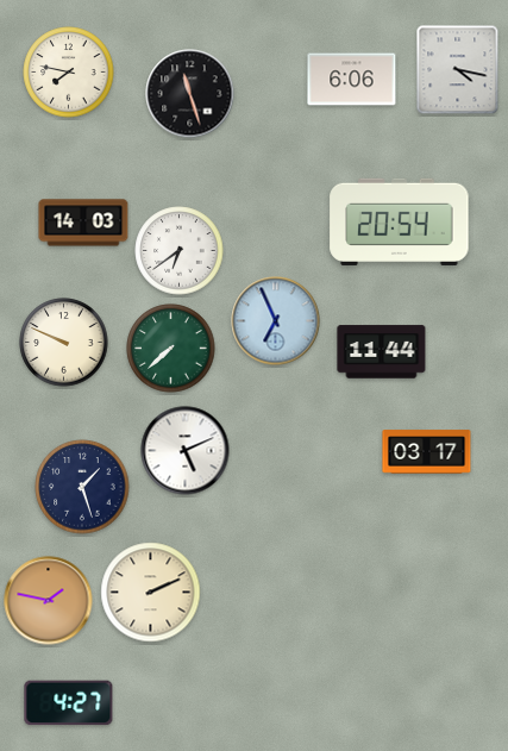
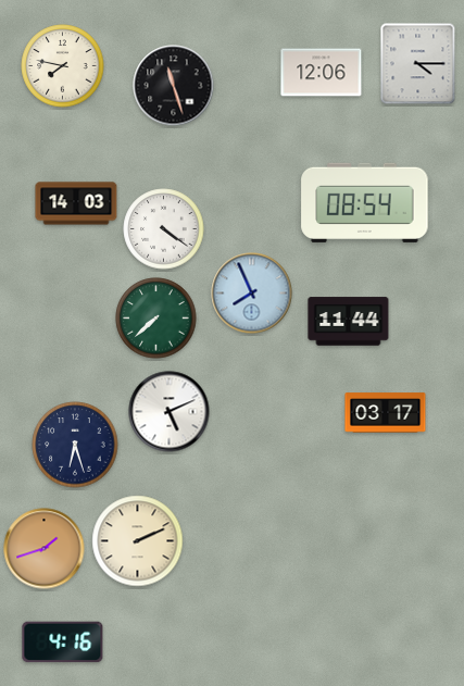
clock at (458, 70): 4:17 -> 4:15
clock at (352, 80): 6:06 -> 12:06
clock at (400, 221): 20:54 -> 08:54
clock at (180, 251): 6:39 -> 4:21
clock at (276, 321): 6:56 -> 7:56
clock at (64, 343): 9:49 -> none
clock at (427, 452) position: (427, 452) -> (386, 413)
clock at (82, 487): 1:27 -> 6:27
clock at (49, 601): 1:47 -> 1:42
clock at (69, 703): 4:27 -> 4:16
